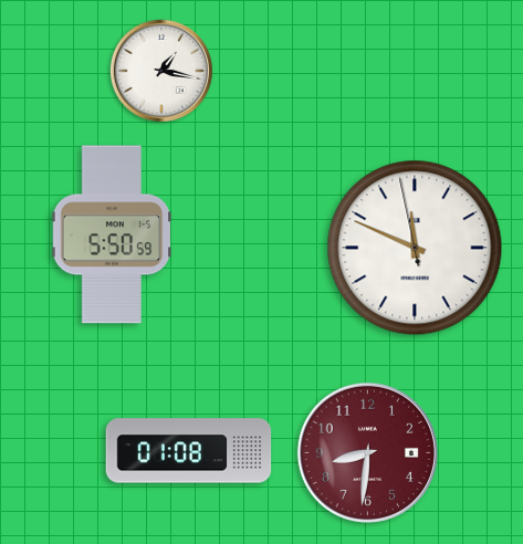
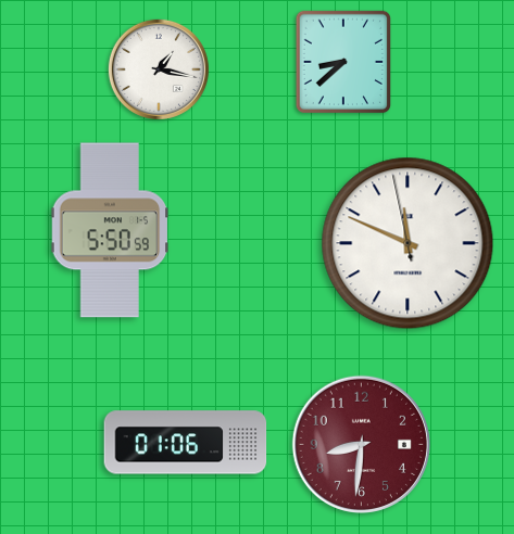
clock at (342, 61): none -> 8:38
clock at (189, 451): 01:08 -> 01:06
